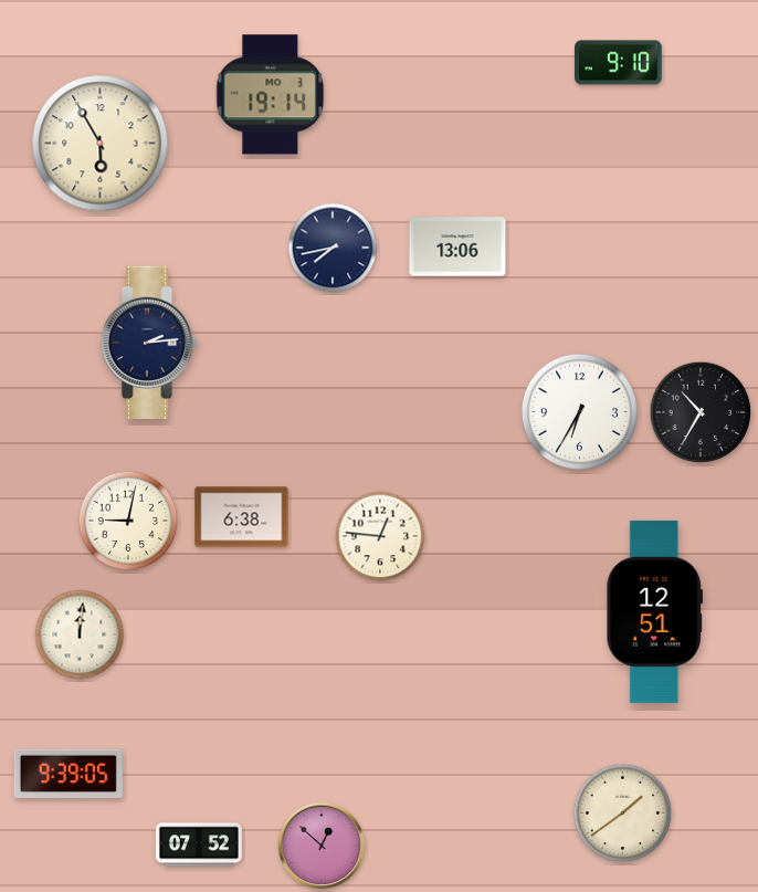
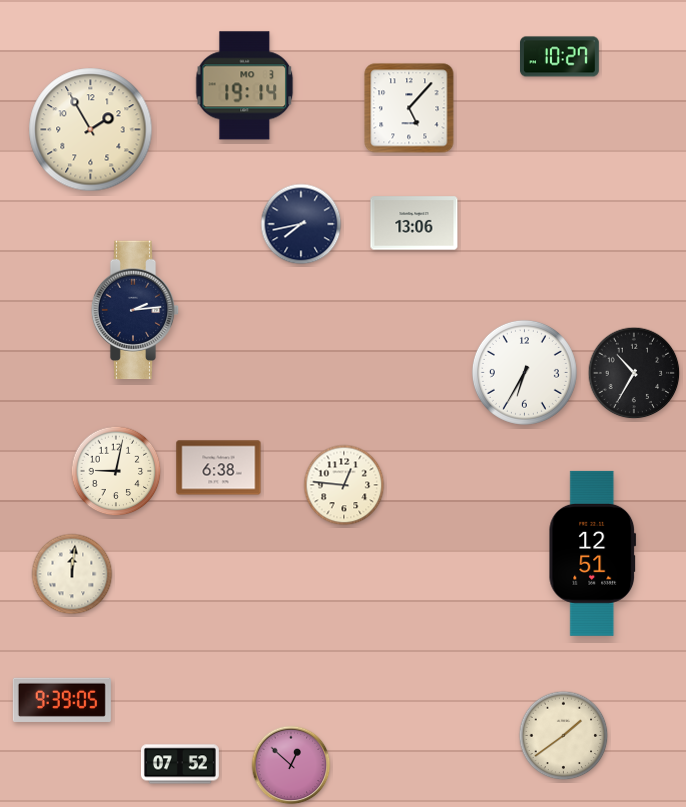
clock at (619, 63): 9:10 -> 10:27
clock at (409, 108): none -> 5:07
clock at (101, 144): 5:55 -> 1:55
